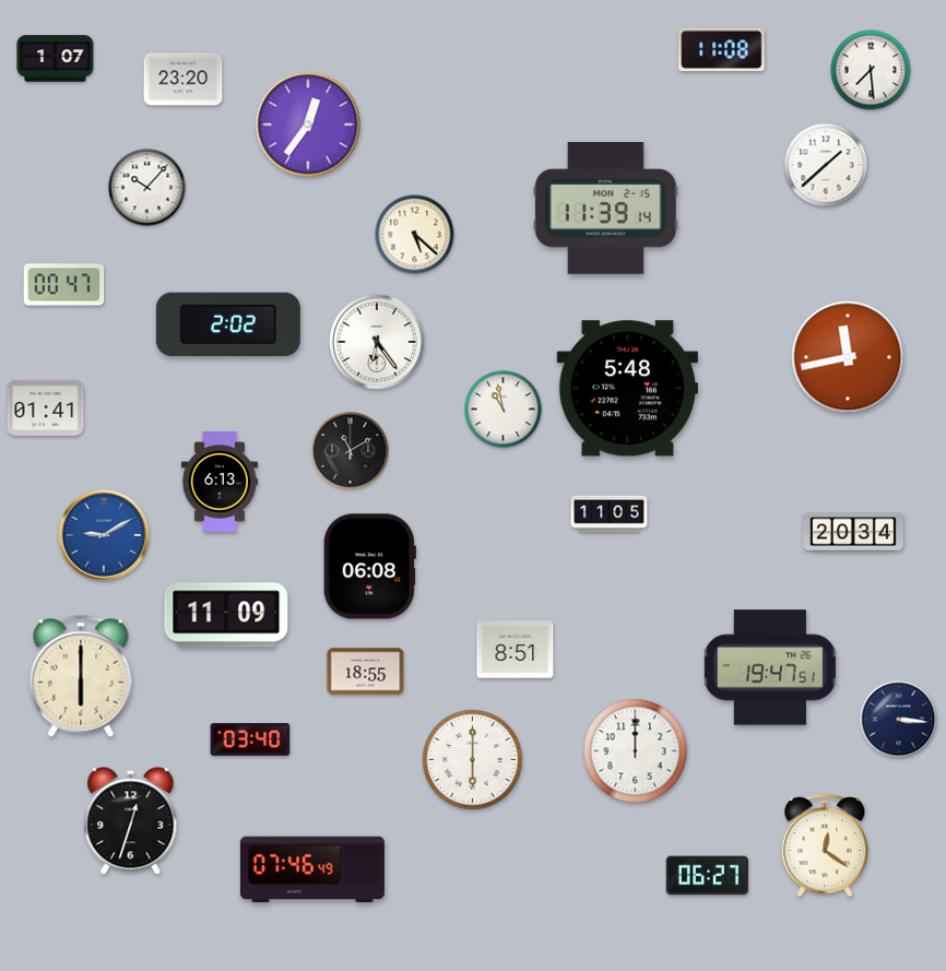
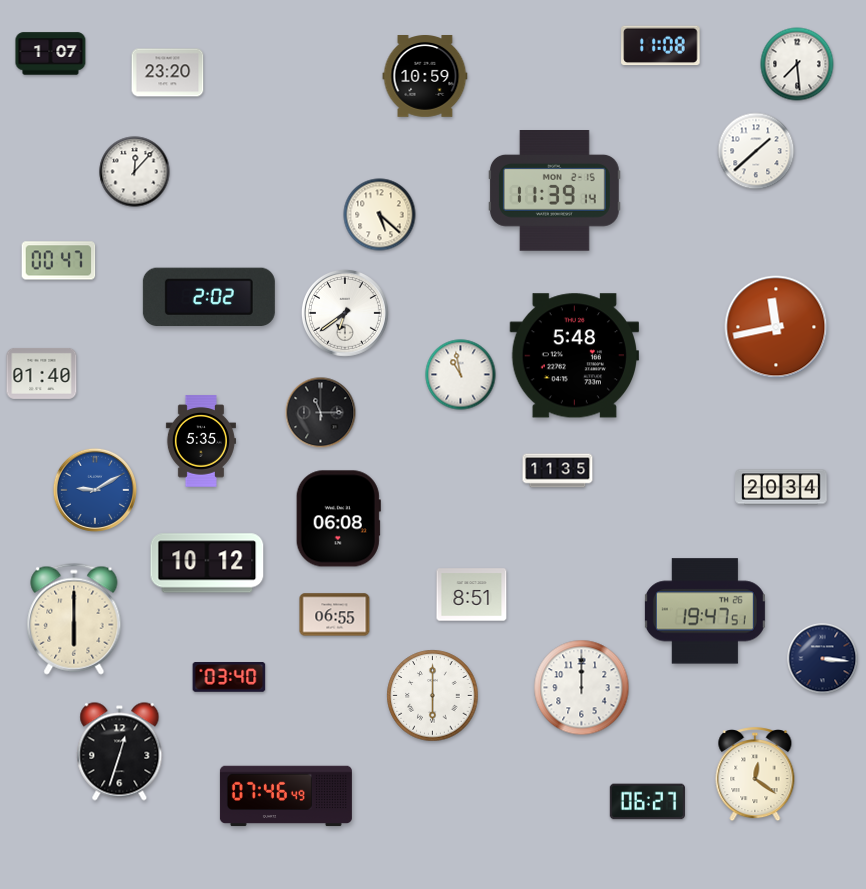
clock at (425, 77): none -> 10:59
clock at (308, 125): 12:36 -> none
clock at (147, 188): 10:07 -> 12:07
clock at (377, 342): 6:24 -> 6:39
clock at (46, 407): 01:41 -> 01:40
clock at (351, 451): 11:10 -> 11:15
clock at (220, 482): 6:13 -> 5:35
clock at (610, 514): 11:05 -> 11:35
clock at (226, 615): 11:09 -> 10:12
clock at (366, 672): 18:55 -> 06:55
